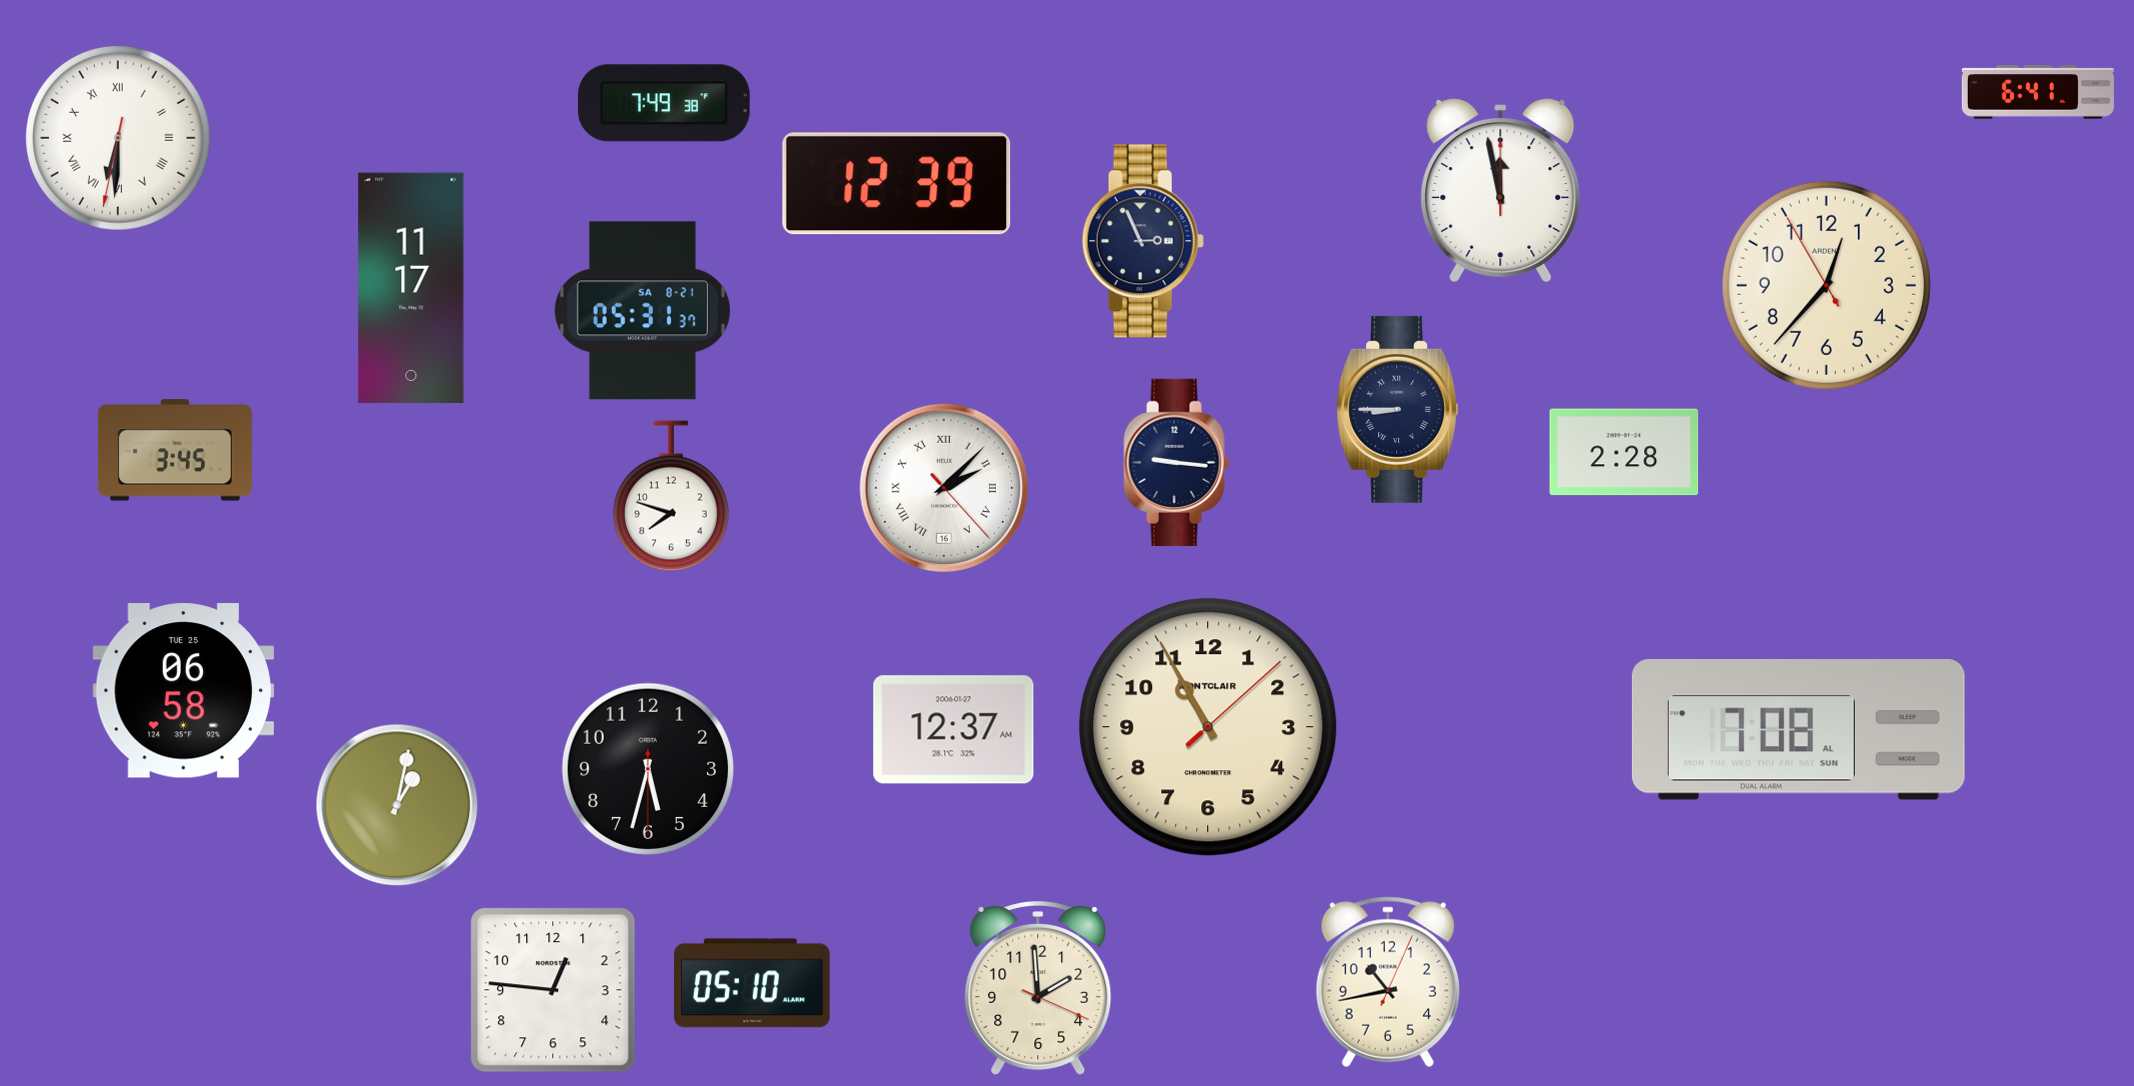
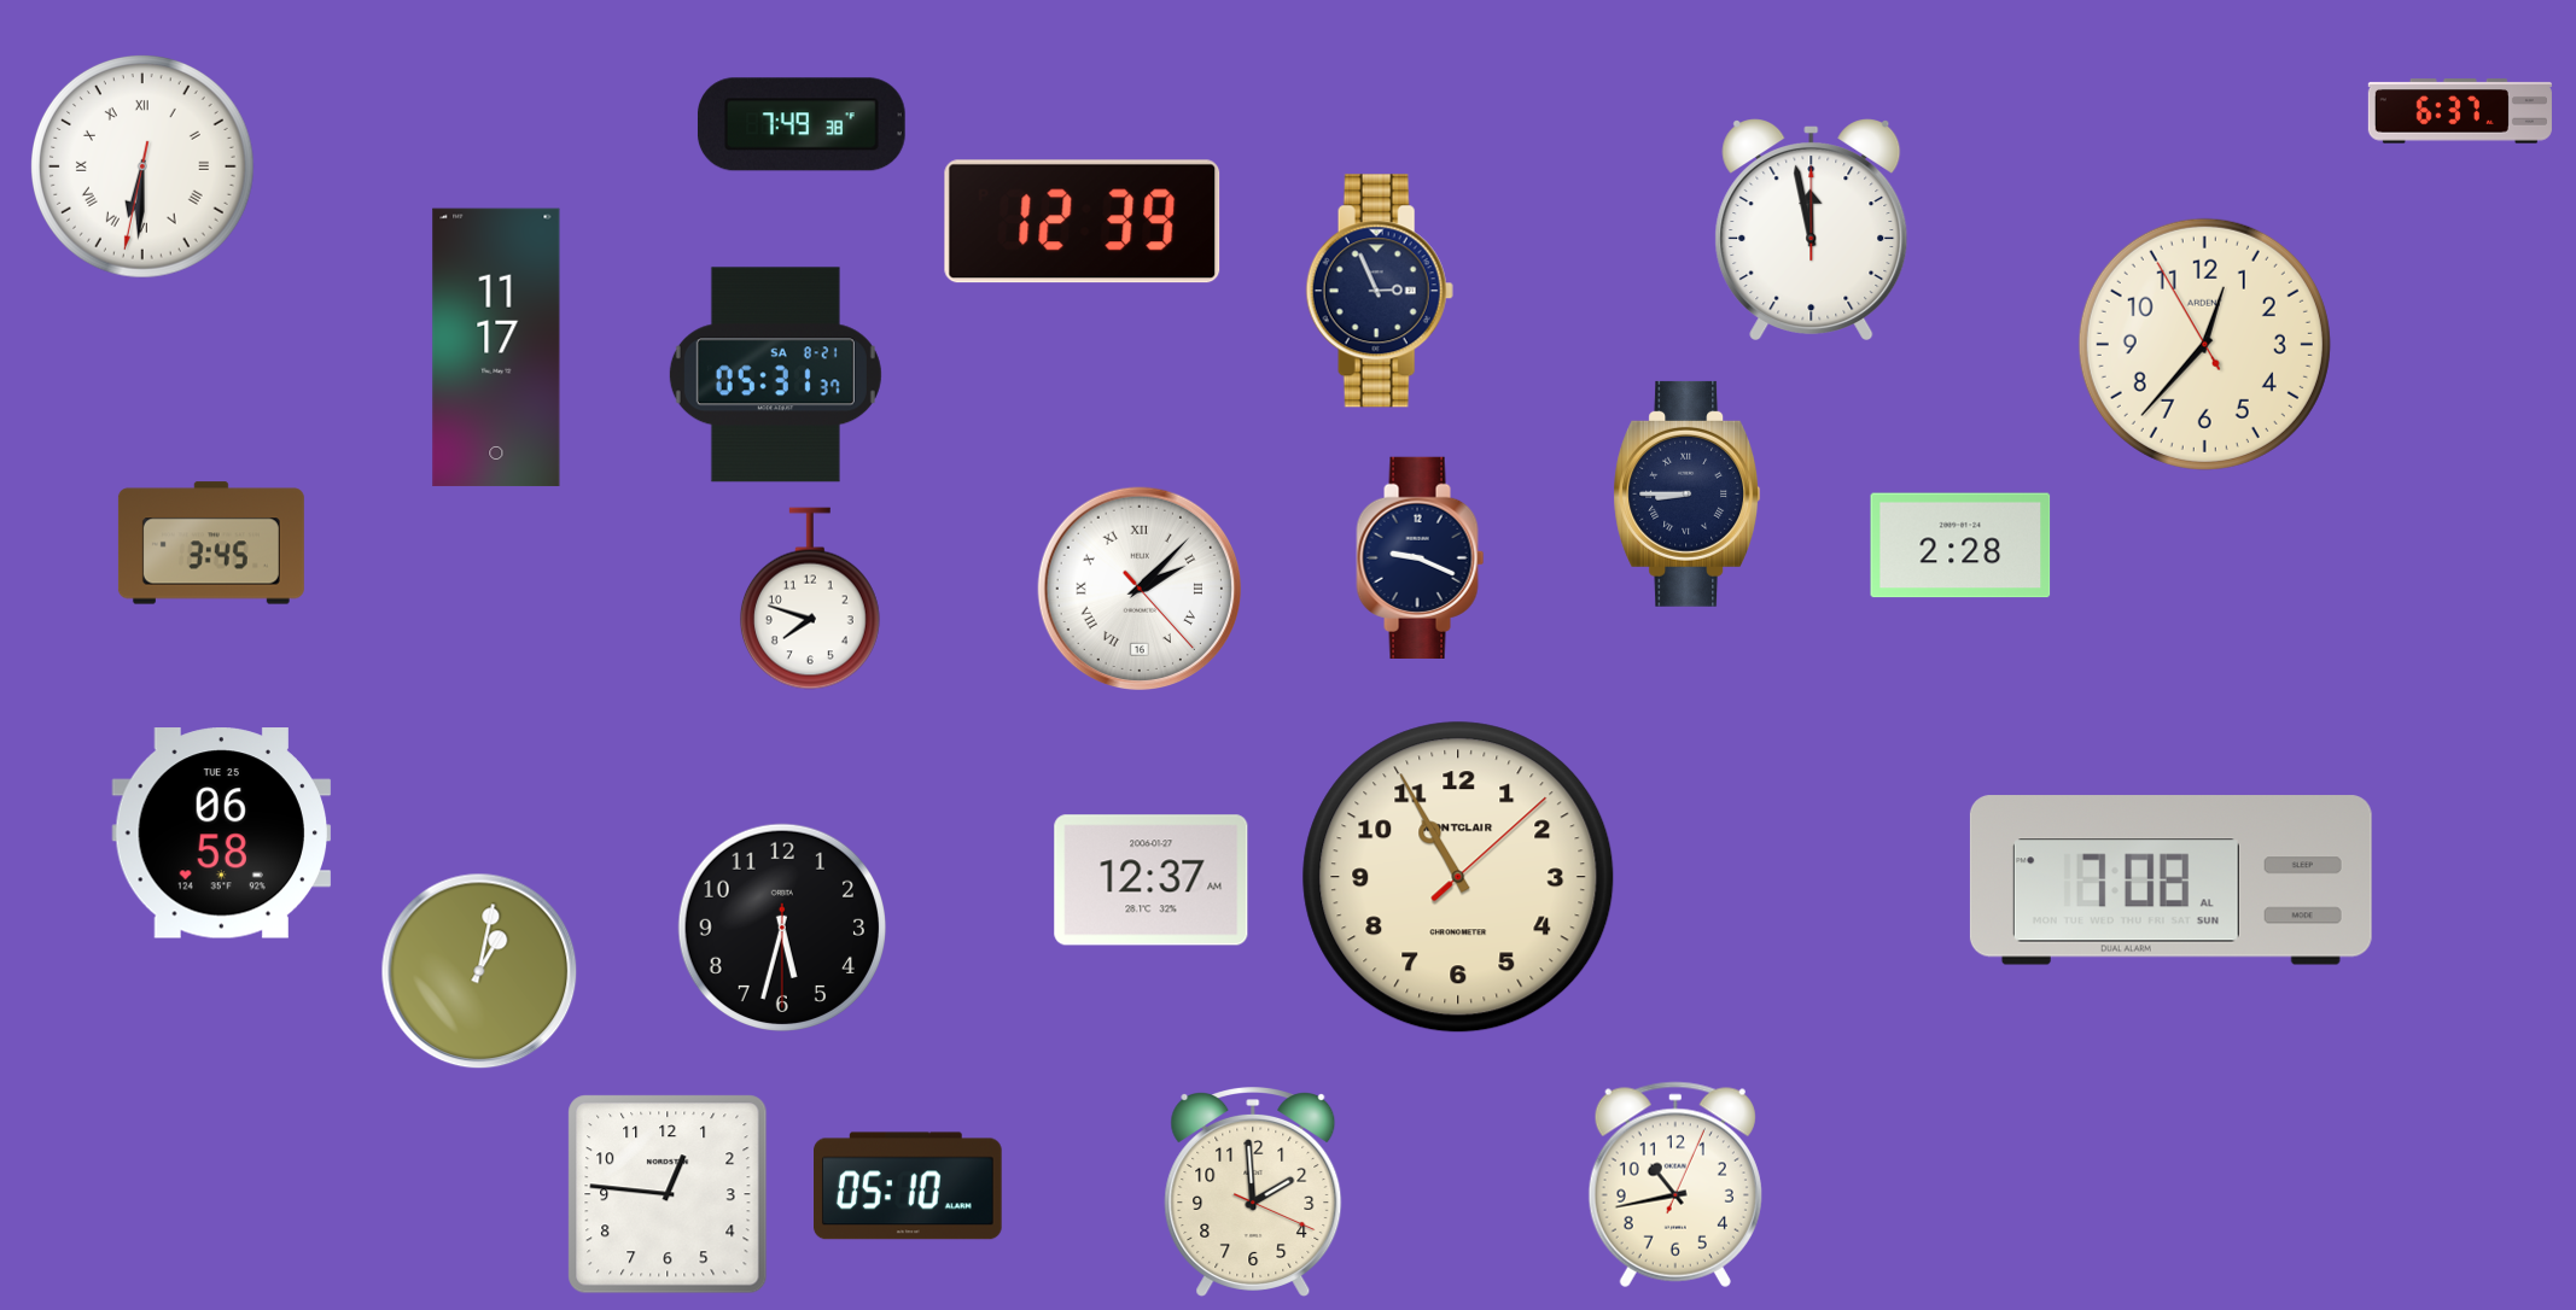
clock at (2038, 92): 6:41 -> 6:37
clock at (1177, 462): 9:16 -> 9:19
